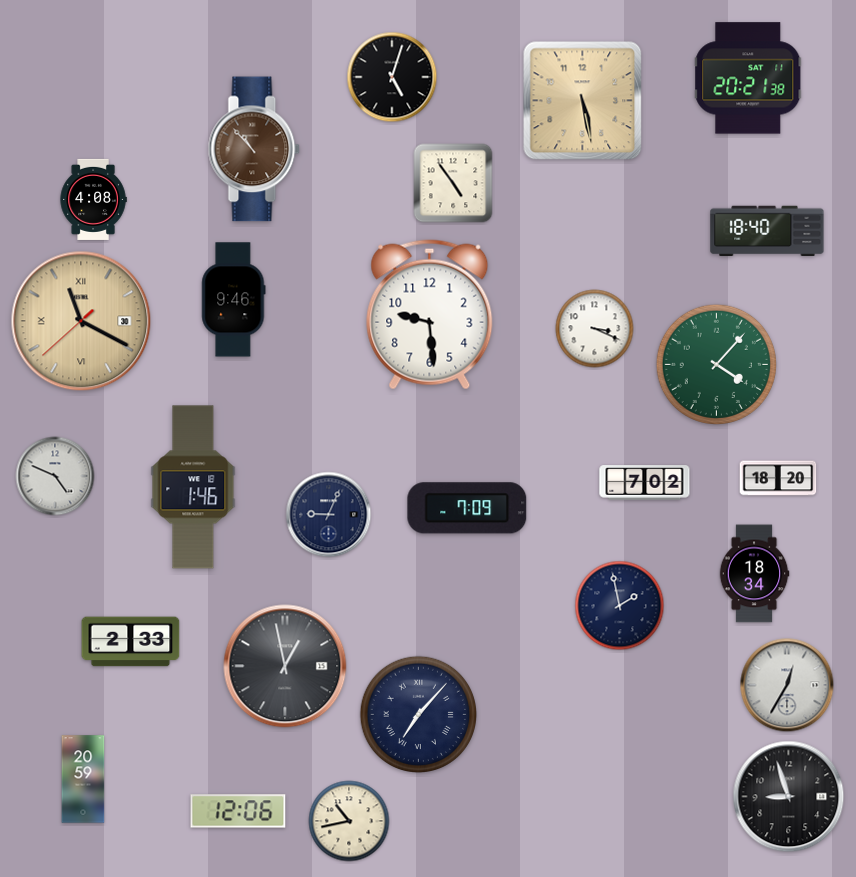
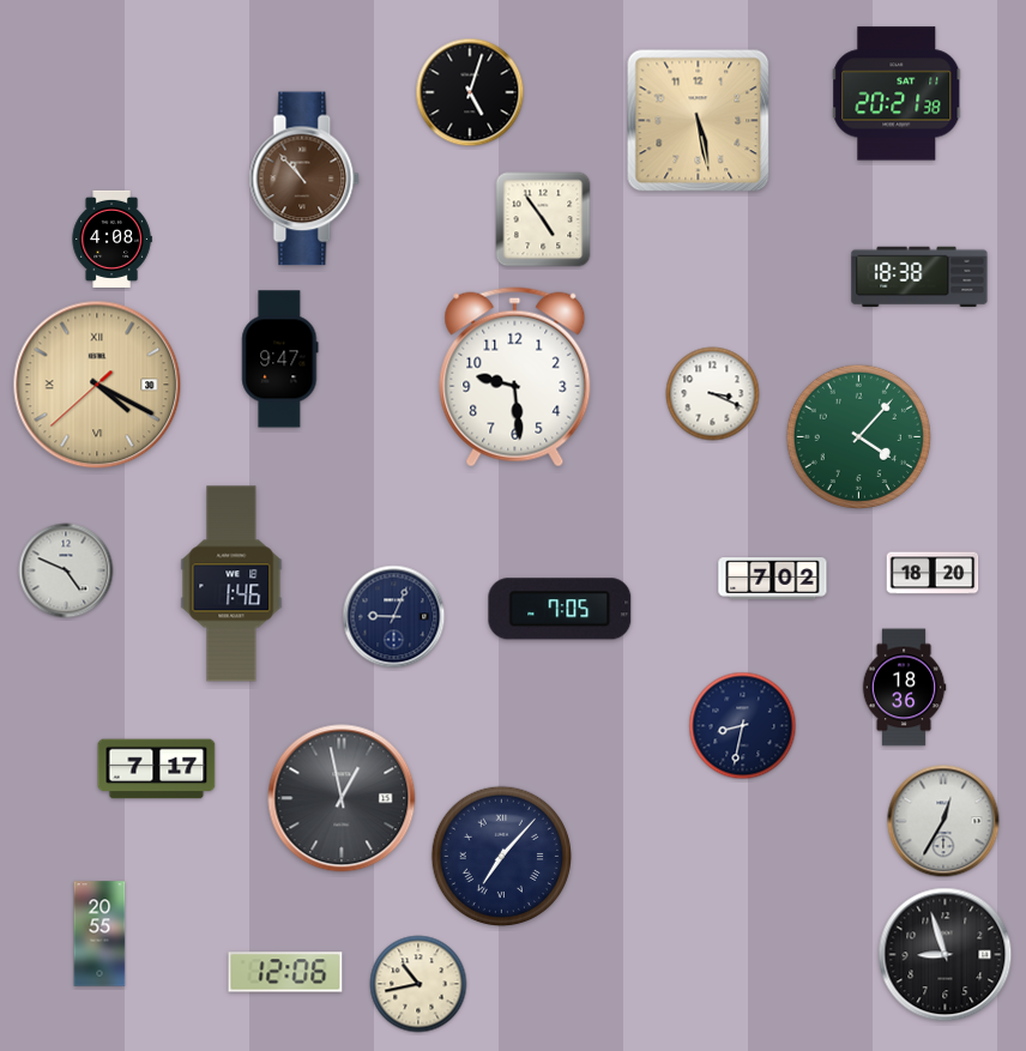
clock at (767, 231): 18:40 -> 18:38
clock at (234, 300): 9:46 -> 9:47
clock at (81, 321): 11:19 -> 4:19
clock at (467, 508): 7:09 -> 7:05
clock at (754, 574): 18:34 -> 18:36
clock at (620, 606): 1:58 -> 8:32
clock at (131, 642): 2:33 -> 7:17
clock at (83, 779): 20:59 -> 20:55
